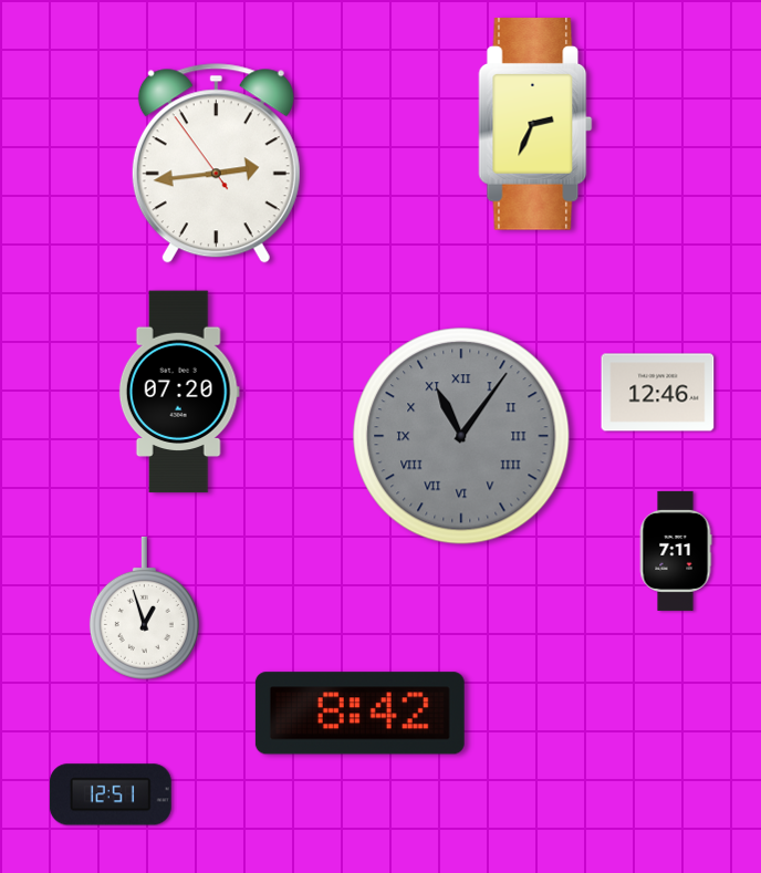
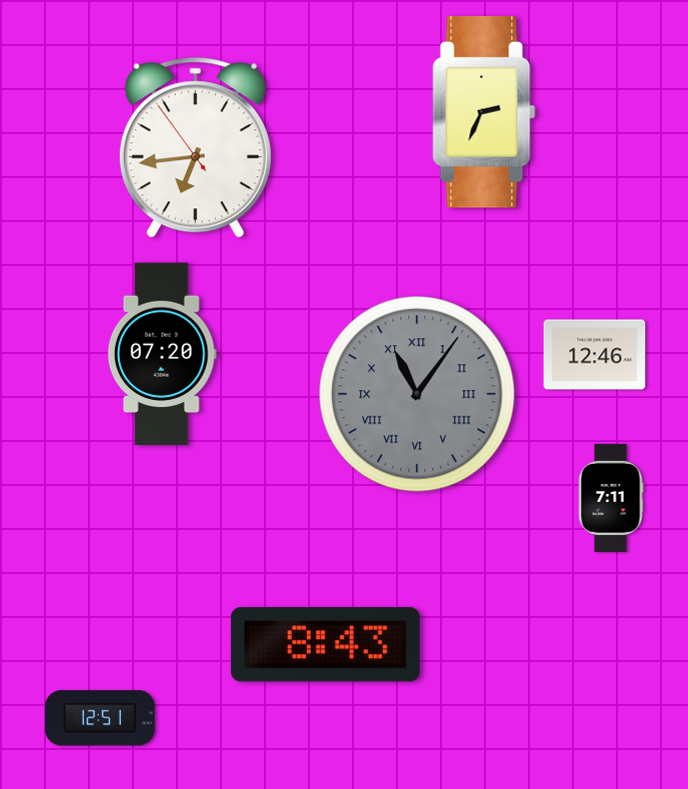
clock at (216, 164): 2:43 -> 6:43
clock at (144, 607): 12:57 -> none
clock at (359, 714): 8:42 -> 8:43
